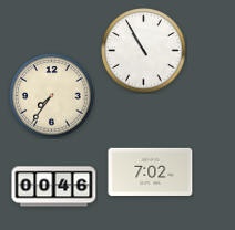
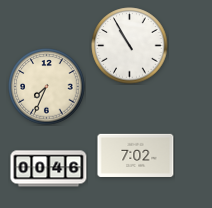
clock at (52, 96): 7:36 -> 7:34
